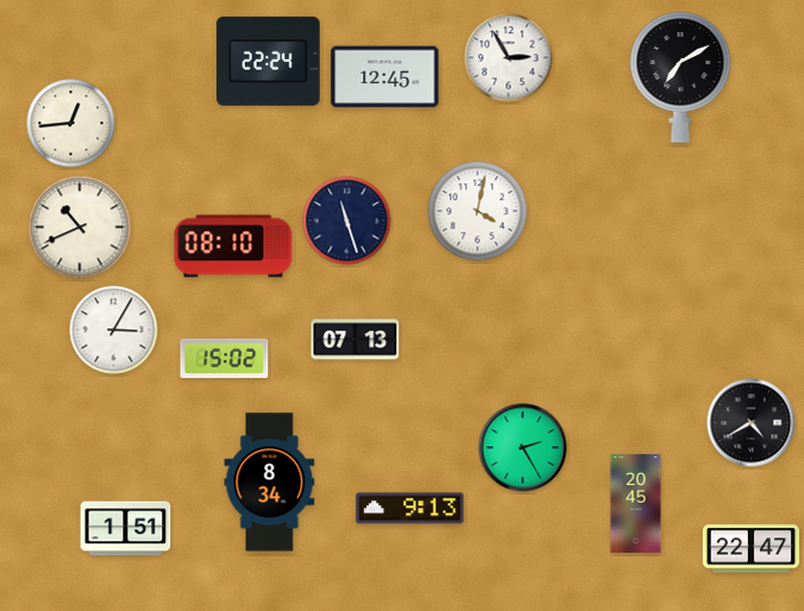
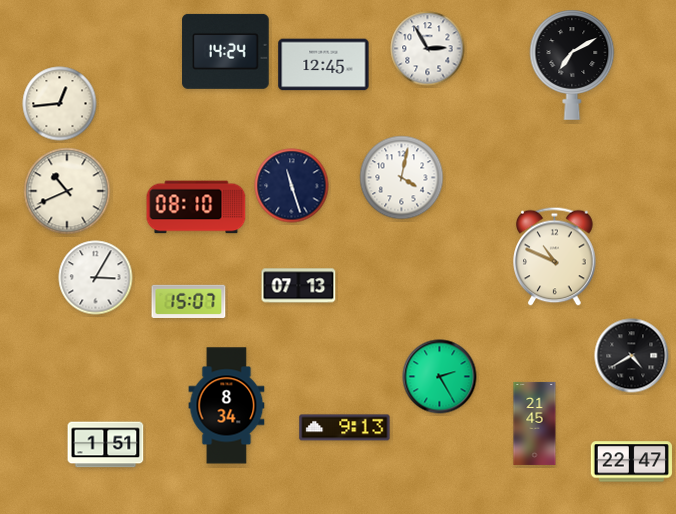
clock at (269, 61): 22:24 -> 14:24
clock at (555, 257): none -> 10:49
clock at (225, 358): 15:02 -> 15:07
clock at (636, 503): 20:45 -> 21:45
